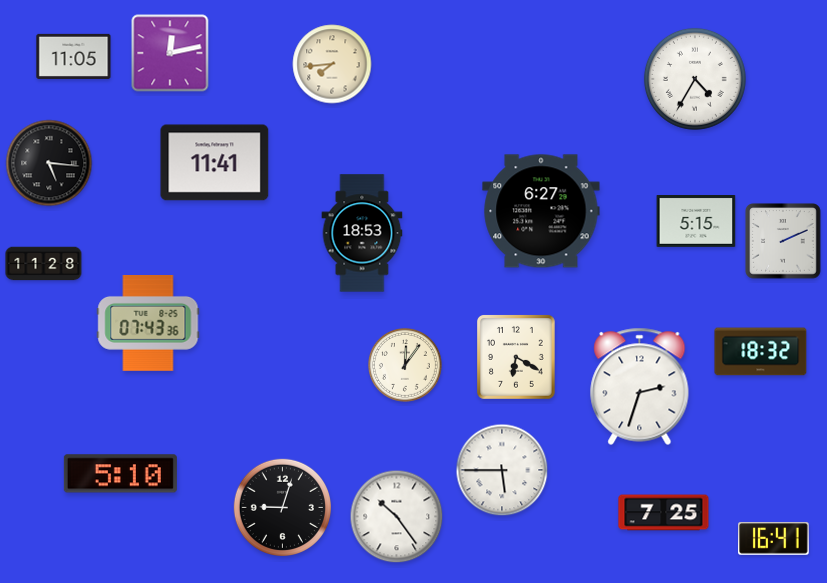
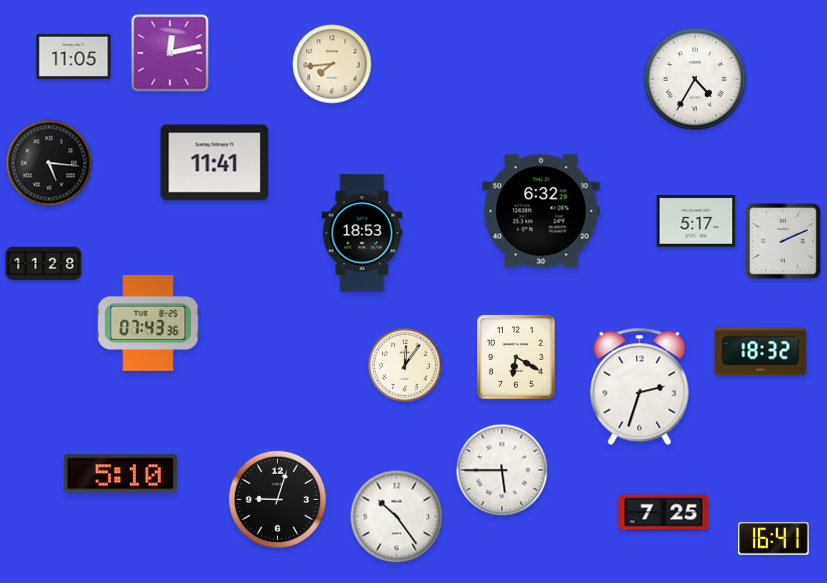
clock at (541, 211): 6:27 -> 6:32
clock at (696, 222): 5:15 -> 5:17
clock at (282, 507) position: (282, 507) -> (277, 499)
